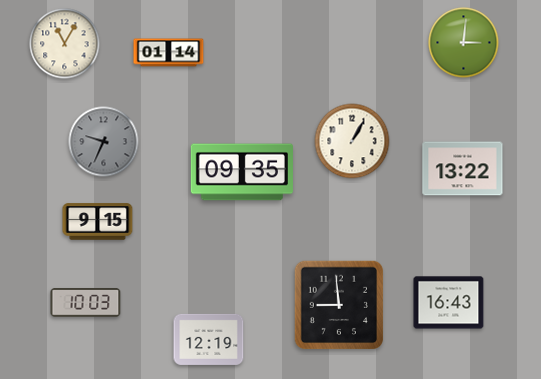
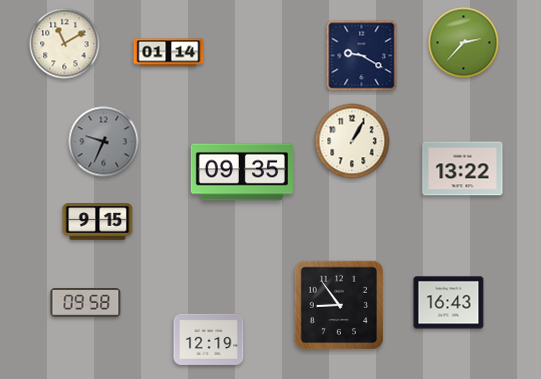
clock at (464, 43): 3:01 -> 2:37
clock at (65, 44): 11:05 -> 11:10
clock at (362, 56): none -> 9:20
clock at (86, 303): 10:03 -> 09:58
clock at (339, 305): 8:59 -> 8:54
